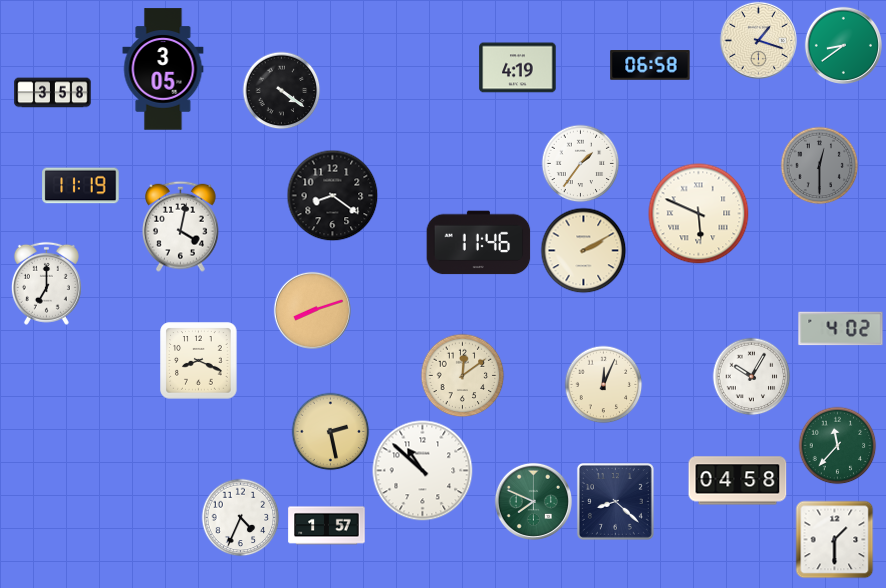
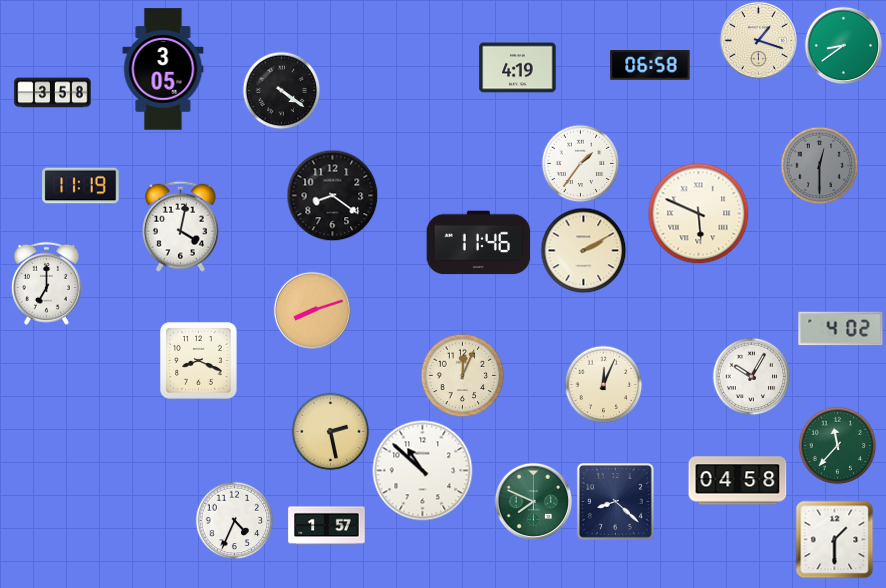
clock at (462, 375): 12:09 -> 12:04
clock at (240, 517) position: (240, 517) -> (234, 520)
